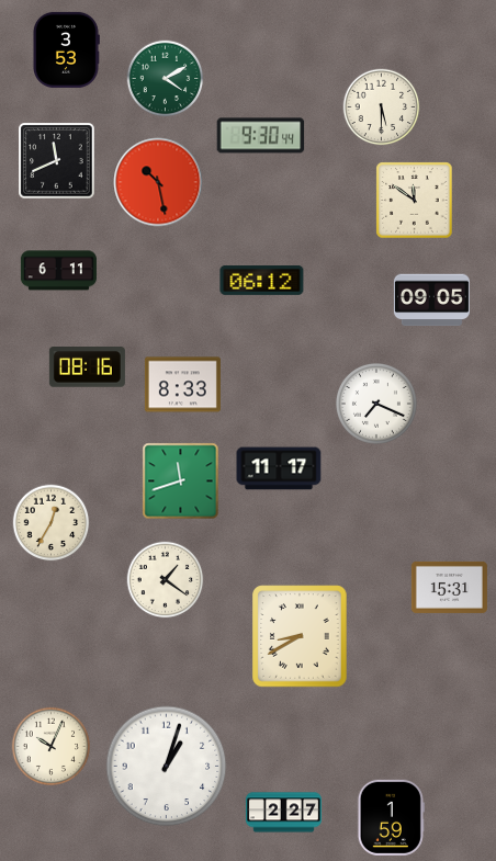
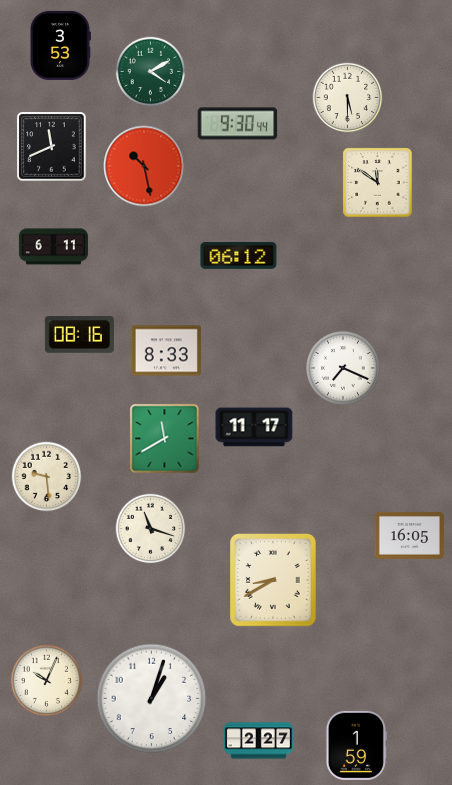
clock at (431, 301): 09:05 -> none
clock at (181, 482): 11:42 -> 11:40
clock at (52, 523): 12:35 -> 9:29
clock at (166, 580): 1:21 -> 11:18
clock at (449, 587): 15:31 -> 16:05
